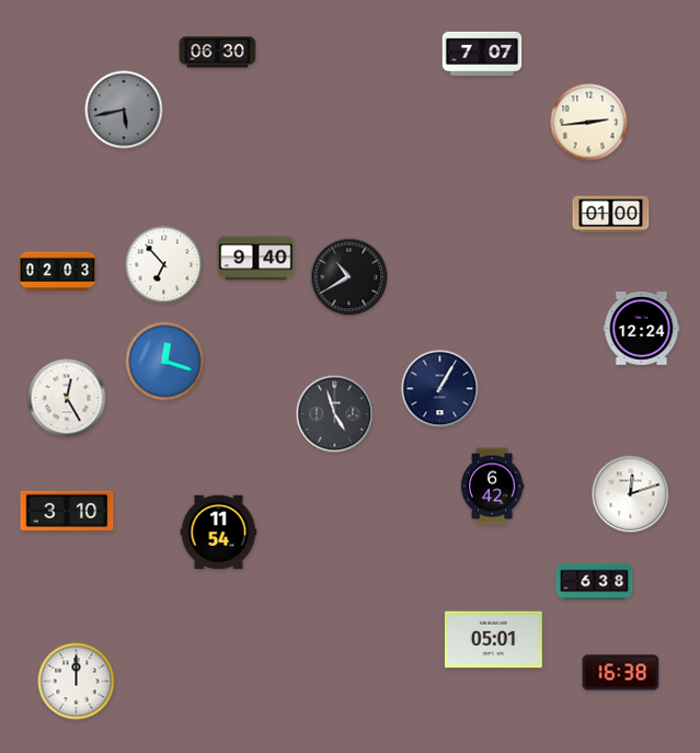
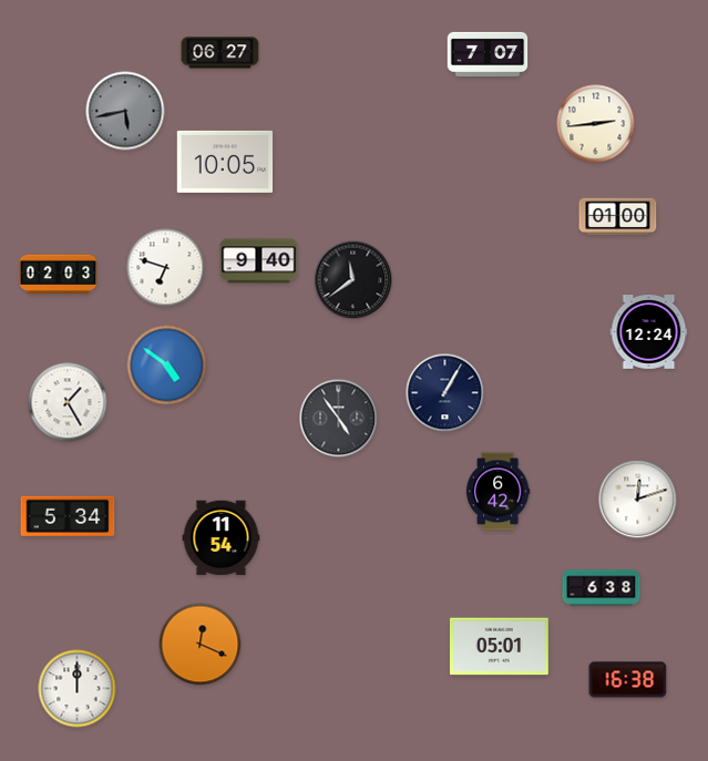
clock at (218, 53): 06:30 -> 06:27
clock at (225, 162): none -> 10:05
clock at (164, 265): 6:53 -> 6:48
clock at (349, 277): 10:40 -> 11:39
clock at (165, 362): 12:18 -> 4:51
clock at (67, 398): 12:25 -> 1:25
clock at (335, 414): 4:57 -> 4:54
clock at (67, 510): 3:10 -> 5:34
clock at (201, 645): none -> 12:19
